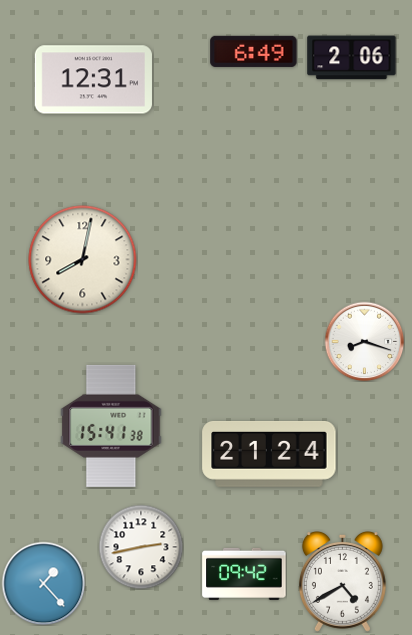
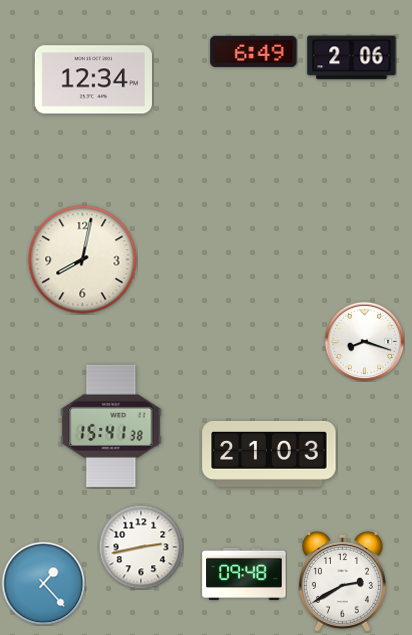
clock at (93, 80): 12:31 -> 12:34
clock at (269, 454): 21:24 -> 21:03
clock at (244, 574): 09:42 -> 09:48
clock at (342, 582): 4:40 -> 2:40
